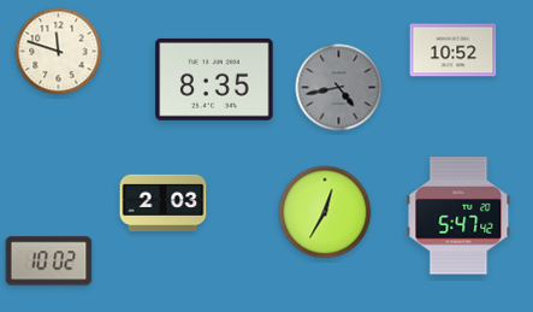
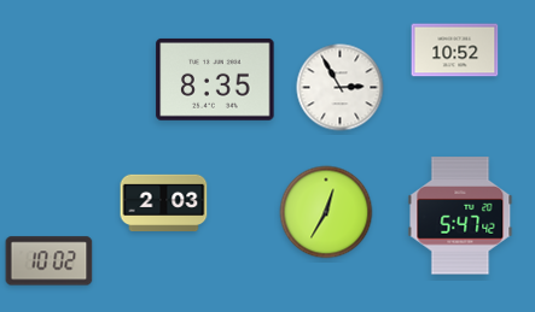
clock at (59, 52): 11:48 -> none
clock at (339, 88): 4:43 -> 2:55
clock at (339, 88) dial: grey -> white
